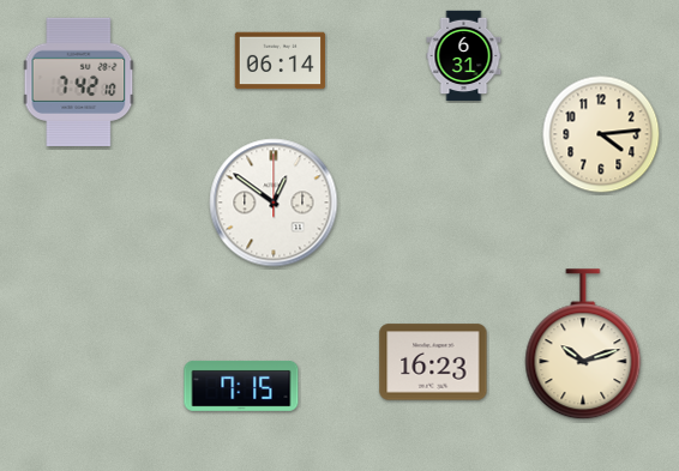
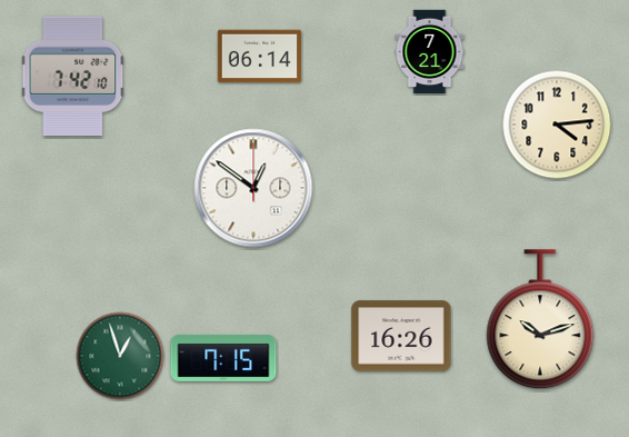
clock at (464, 56): 6:31 -> 7:21
clock at (433, 362): 16:23 -> 16:26
clock at (120, 356): none -> 12:57
